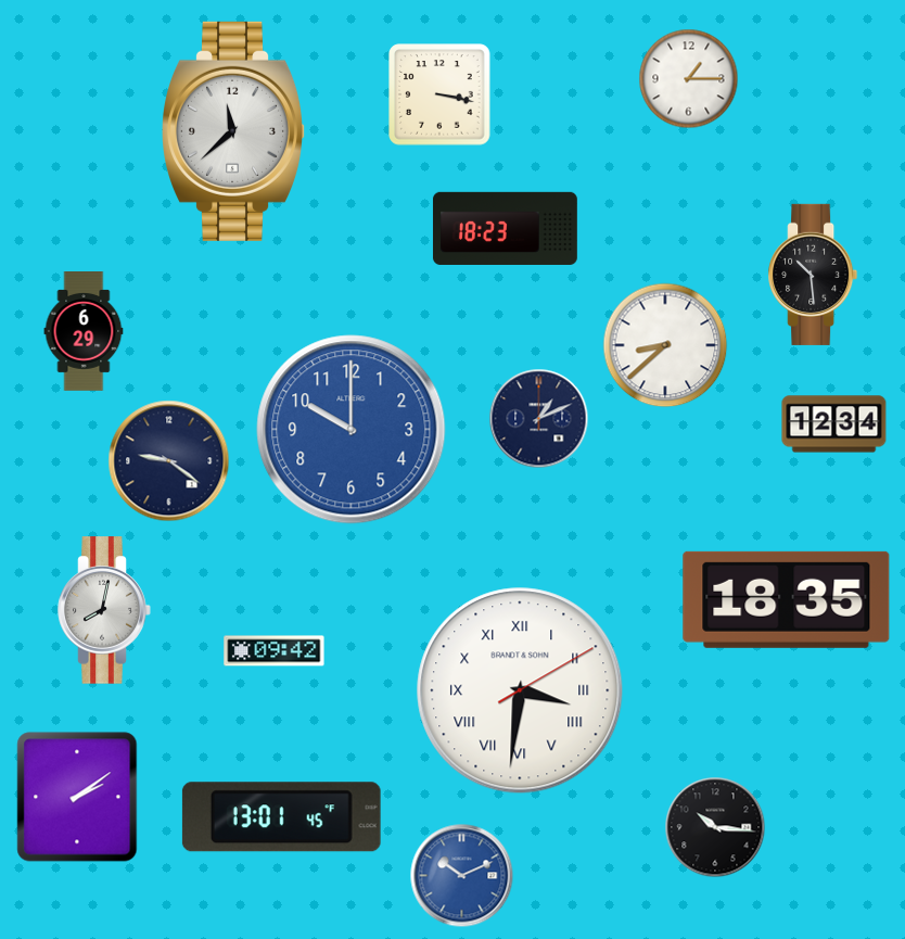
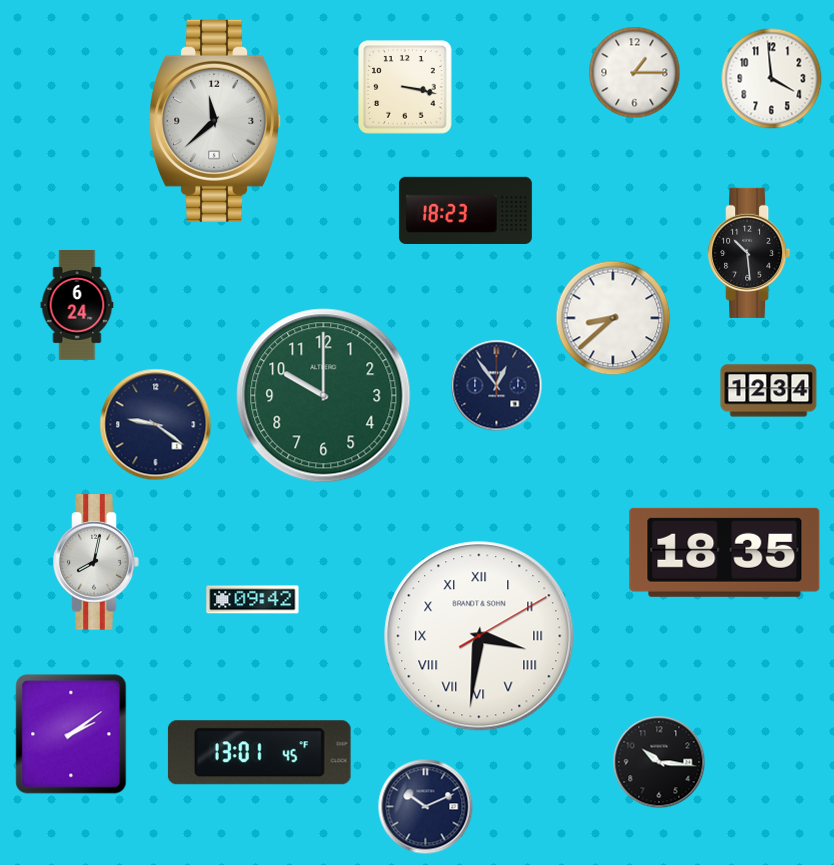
clock at (772, 79): none -> 3:59
clock at (84, 332): 6:29 -> 6:24
clock at (539, 419): 1:11 -> 12:54
clock at (352, 430) dial: blue -> green
clock at (462, 876) dial: blue -> navy
